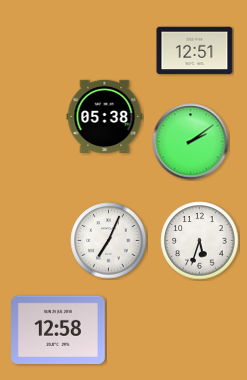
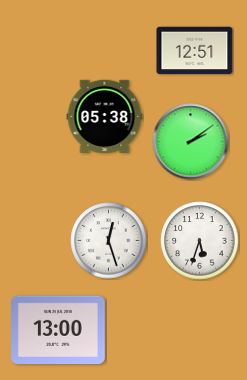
clock at (109, 241): 7:04 -> 12:27
clock at (59, 329): 12:58 -> 13:00
